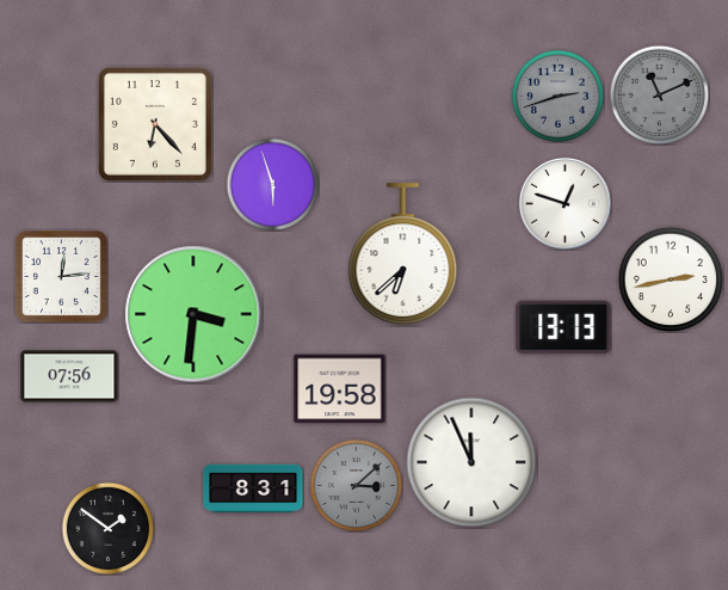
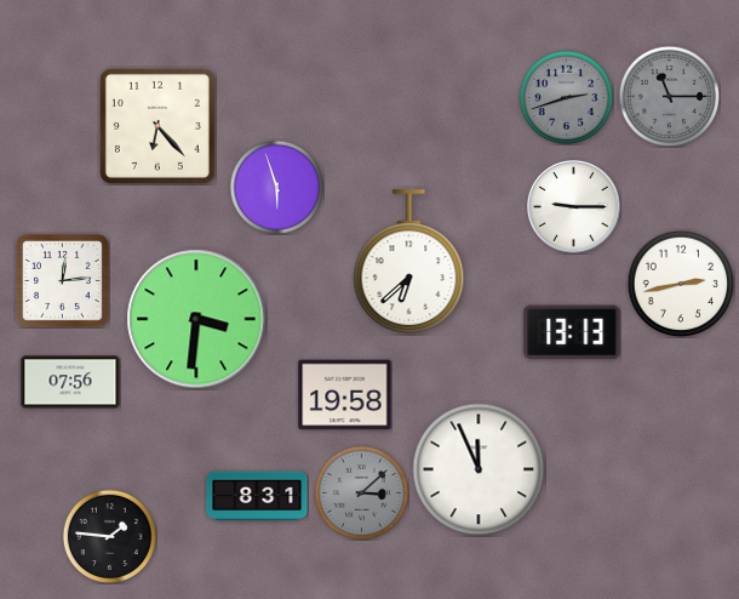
clock at (659, 94): 11:11 -> 11:15
clock at (566, 204): 12:48 -> 9:15
clock at (403, 254) position: (403, 254) -> (409, 262)
clock at (107, 528): 1:51 -> 1:46
